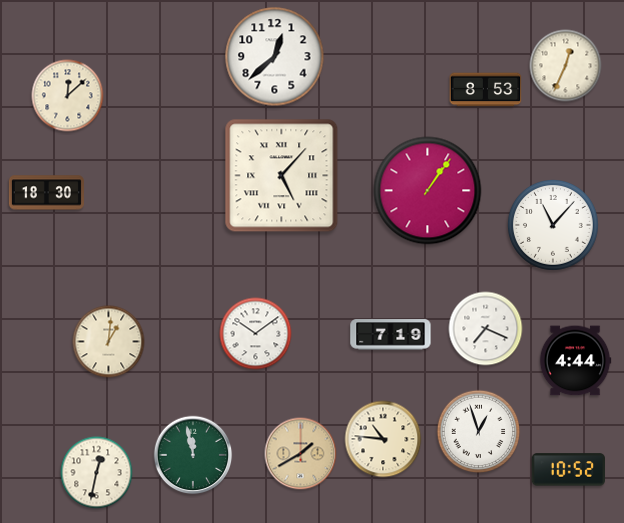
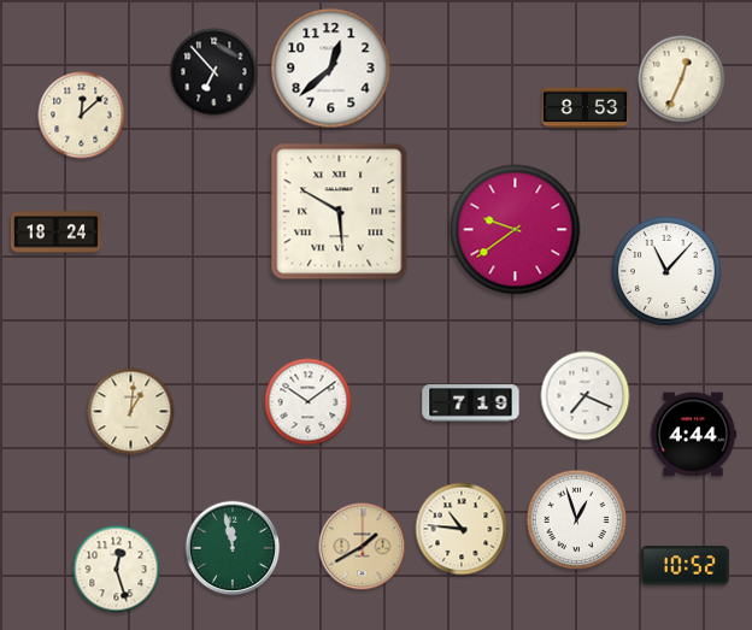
clock at (215, 72): none -> 6:53
clock at (282, 176): 5:07 -> 5:50
clock at (428, 191): 1:06 -> 9:39
clock at (46, 193): 18:30 -> 18:24
clock at (97, 473): 12:32 -> 12:27
